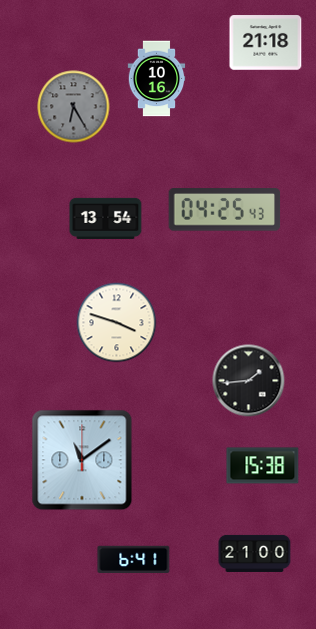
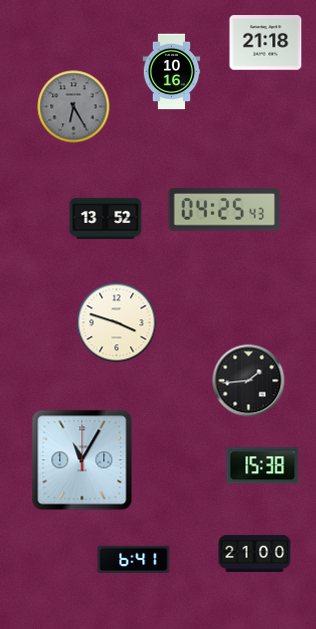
clock at (157, 79) position: (157, 79) -> (172, 72)
clock at (106, 218): 13:54 -> 13:52
clock at (82, 460): 11:09 -> 11:05
